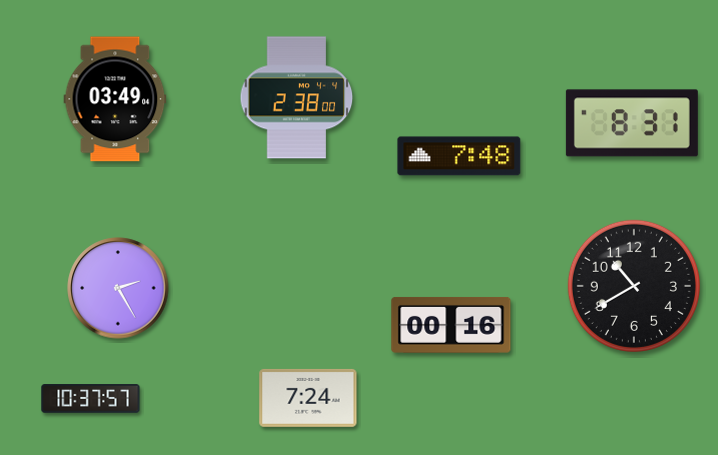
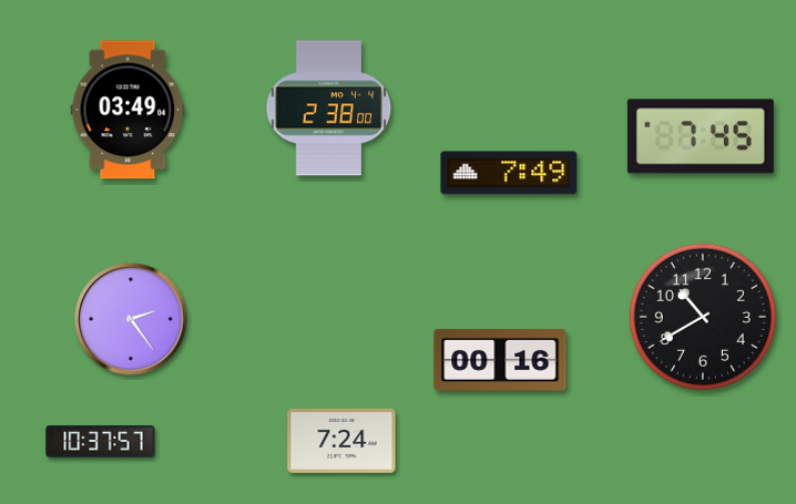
clock at (632, 123): 8:31 -> 7:45
clock at (459, 156): 7:48 -> 7:49
clock at (118, 288): 2:25 -> 2:24
